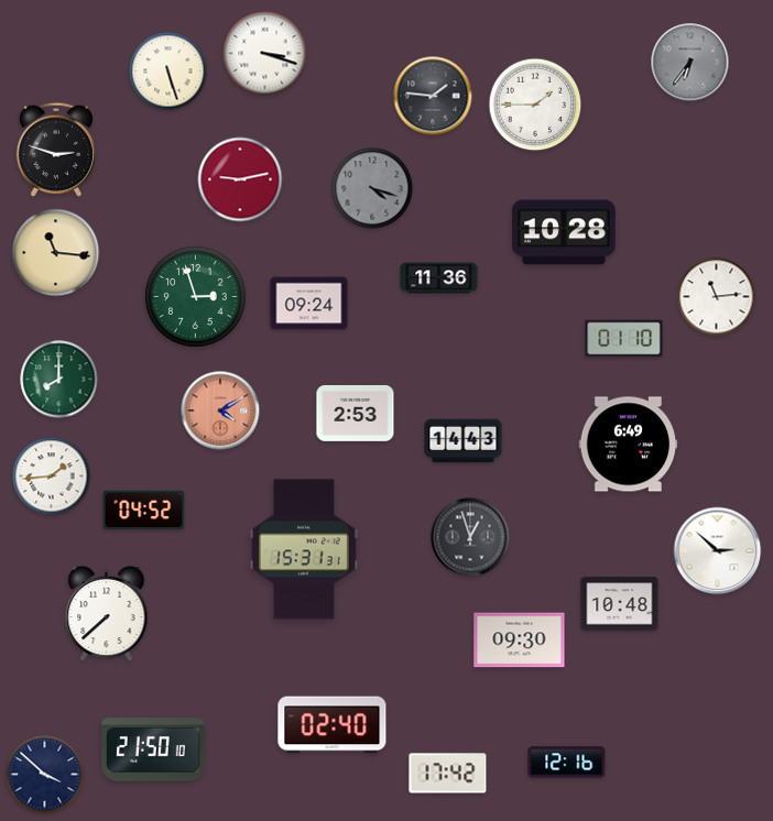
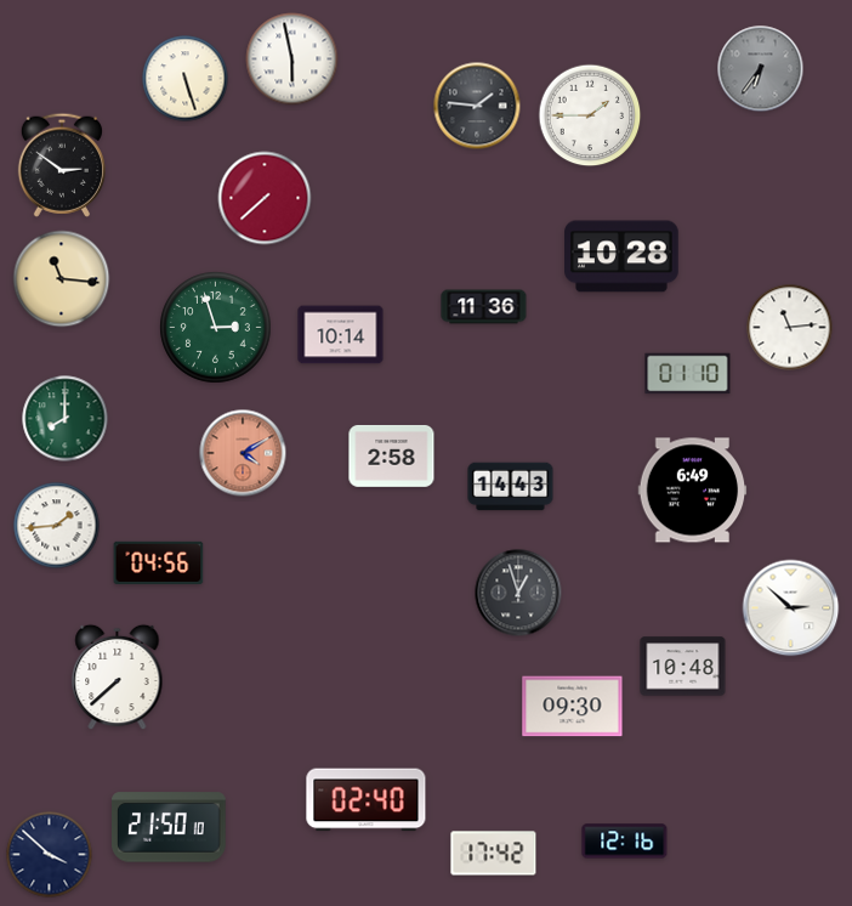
clock at (265, 54): 3:18 -> 5:58
clock at (56, 150): 2:48 -> 2:51
clock at (240, 179): 9:13 -> 7:38
clock at (372, 188): 4:18 -> none
clock at (309, 304): 09:24 -> 10:14
clock at (356, 414): 2:53 -> 2:58
clock at (144, 510): 04:52 -> 04:56
clock at (304, 549): 15:31 -> none
